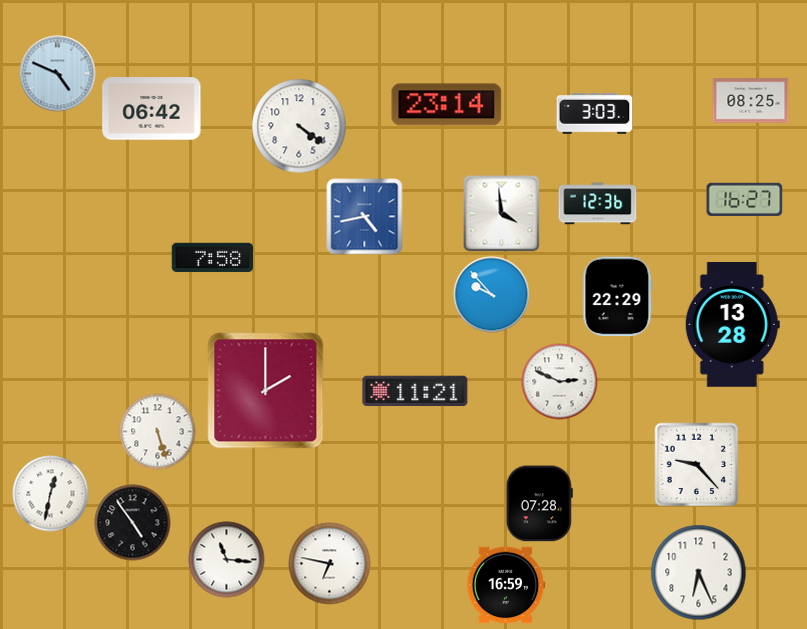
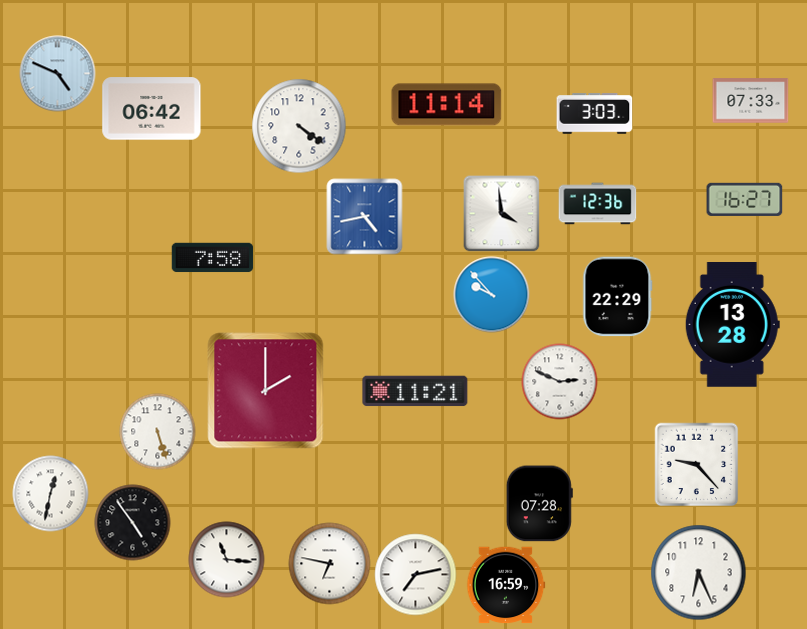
clock at (751, 101): 08:25 -> 07:33
clock at (447, 105): 23:14 -> 11:14
clock at (416, 575): none -> 7:13
